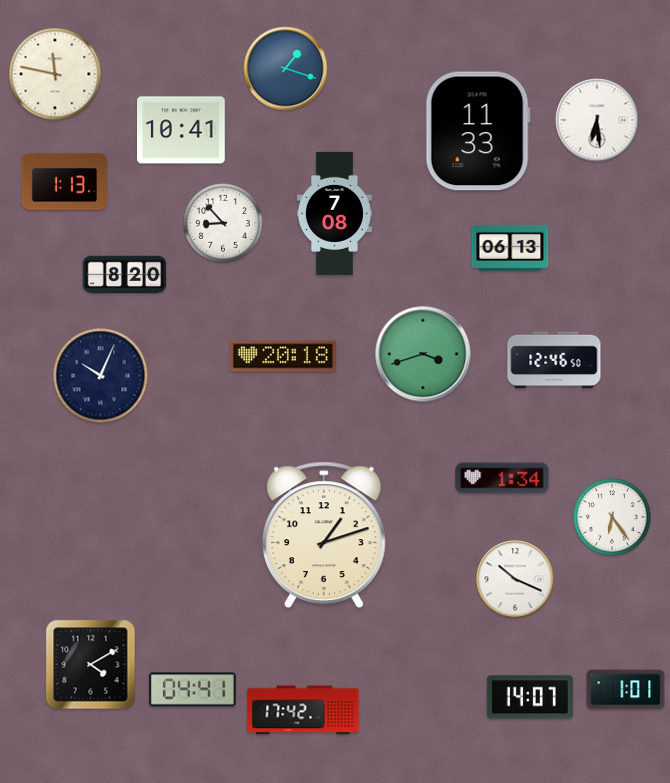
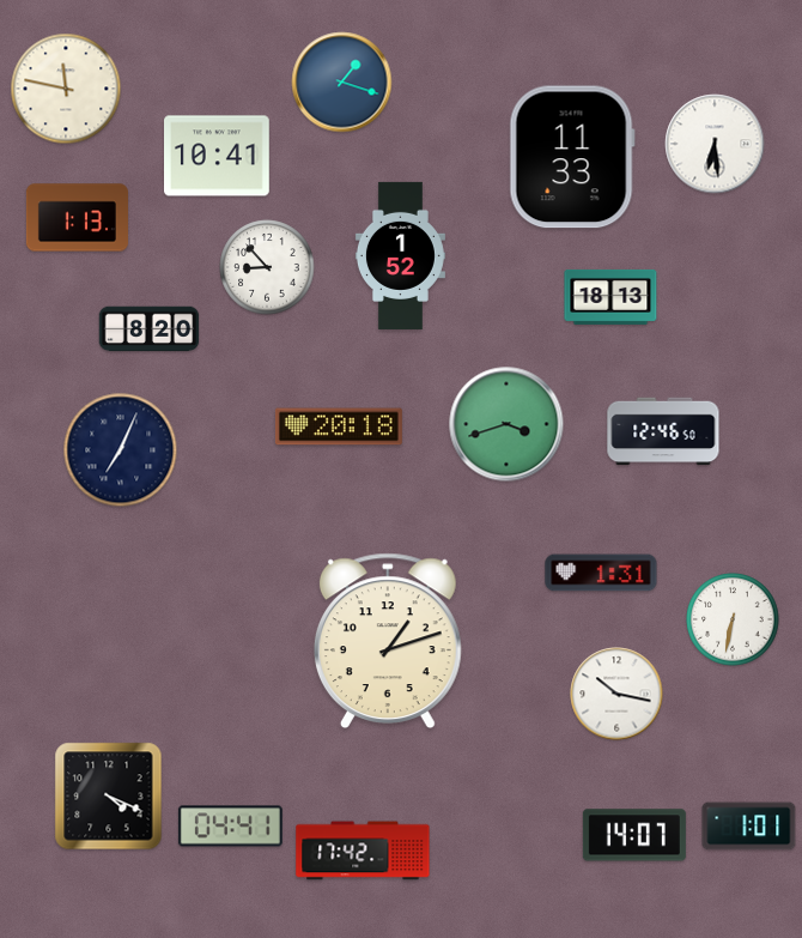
clock at (334, 213): 7:08 -> 1:52
clock at (510, 248): 06:13 -> 18:13
clock at (101, 376): 10:04 -> 7:04
clock at (502, 478): 1:34 -> 1:31
clock at (612, 517): 6:24 -> 6:32
clock at (515, 579): 10:19 -> 10:17
clock at (91, 665): 4:10 -> 4:19
